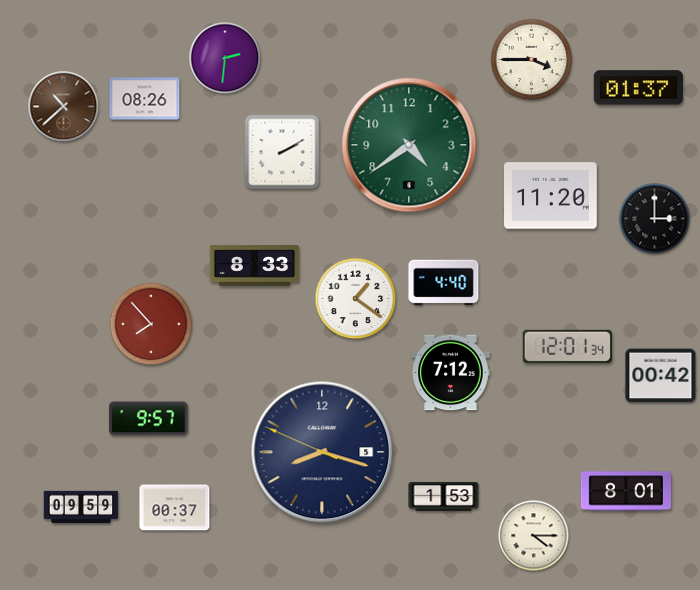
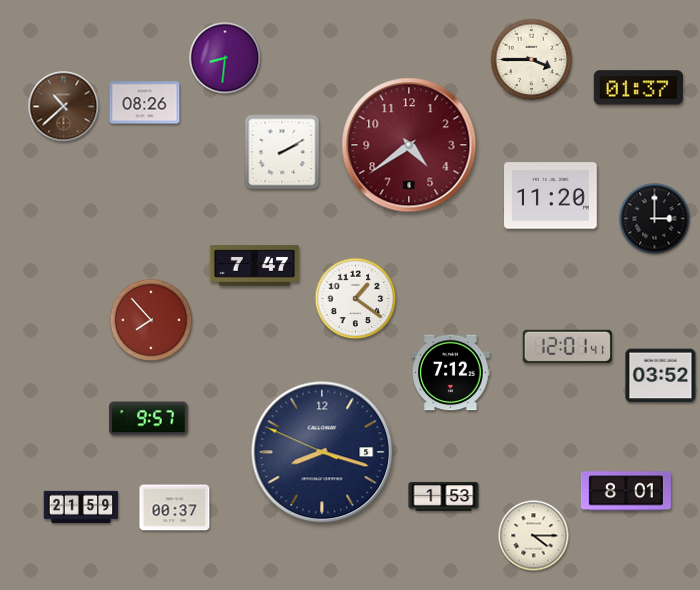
clock at (225, 58): 2:31 -> 8:31
clock at (145, 99) position: (145, 99) -> (145, 103)
clock at (409, 145) dial: green -> burgundy
clock at (255, 266): 8:33 -> 7:47
clock at (444, 283): 4:40 -> none
clock at (151, 324) position: (151, 324) -> (151, 320)
clock at (567, 346): 12:01:34 -> 12:01:41
clock at (661, 376): 00:42 -> 03:52
clock at (81, 507): 09:59 -> 21:59
